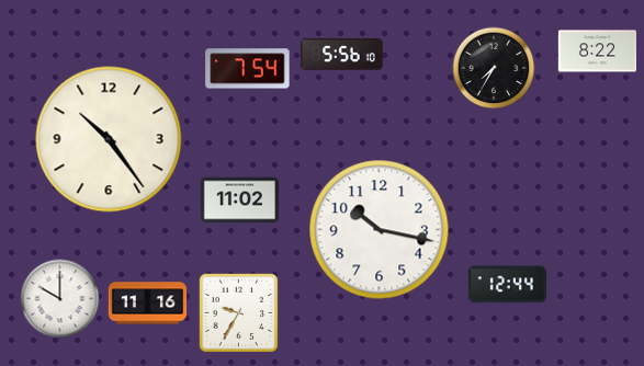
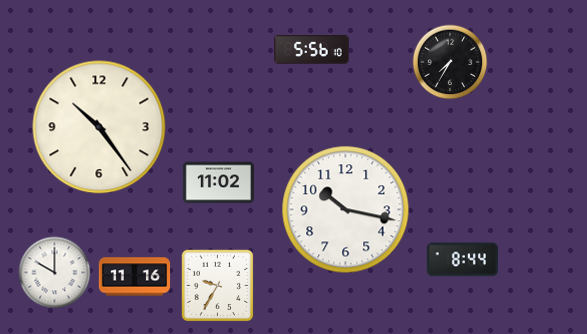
clock at (597, 52): 8:22 -> none
clock at (248, 69): 7:54 -> none
clock at (507, 285): 12:44 -> 8:44
